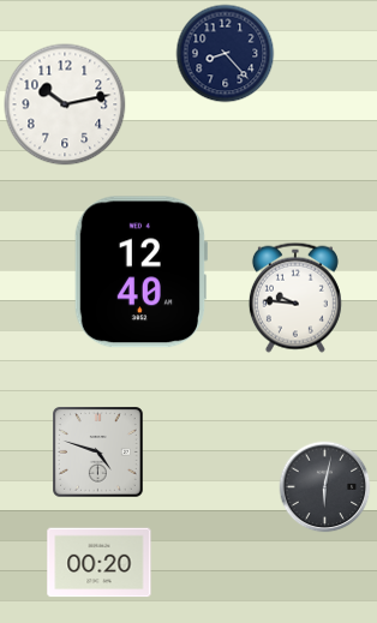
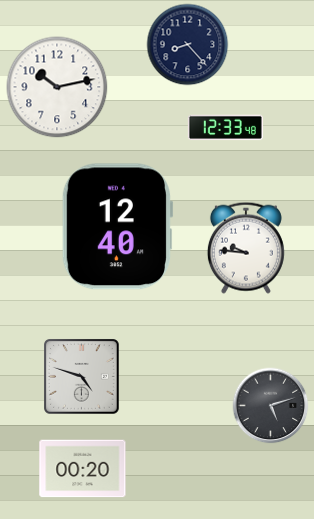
clock at (65, 104) position: (65, 104) -> (57, 87)
clock at (225, 128): none -> 12:33
clock at (325, 487): 6:02 -> 5:12
